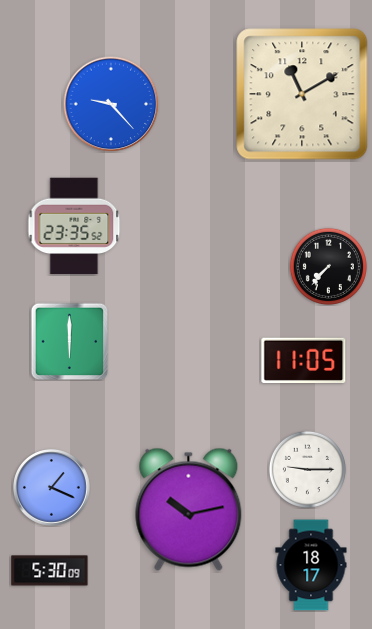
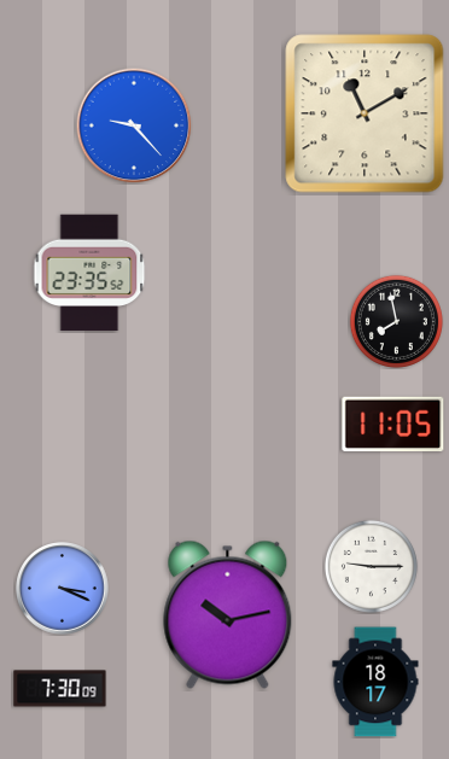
clock at (328, 266): 7:37 -> 7:58
clock at (69, 341): 6:00 -> none
clock at (304, 360) position: (304, 360) -> (393, 424)
clock at (52, 488): 1:19 -> 3:19
clock at (50, 571): 5:30 -> 7:30
